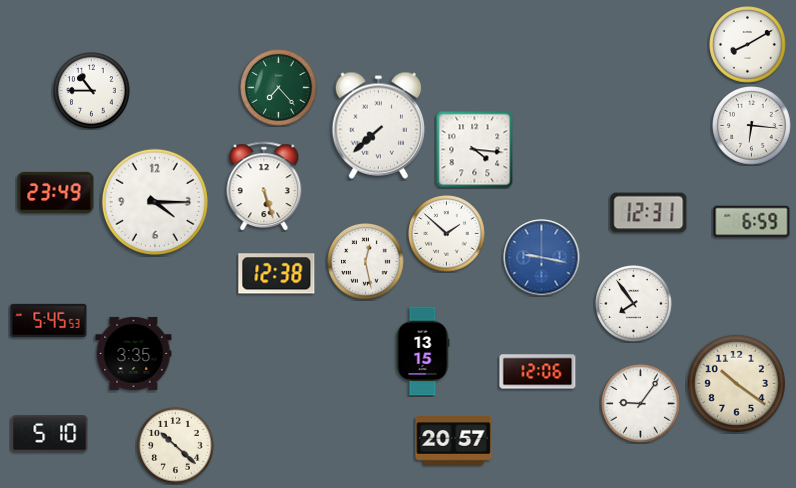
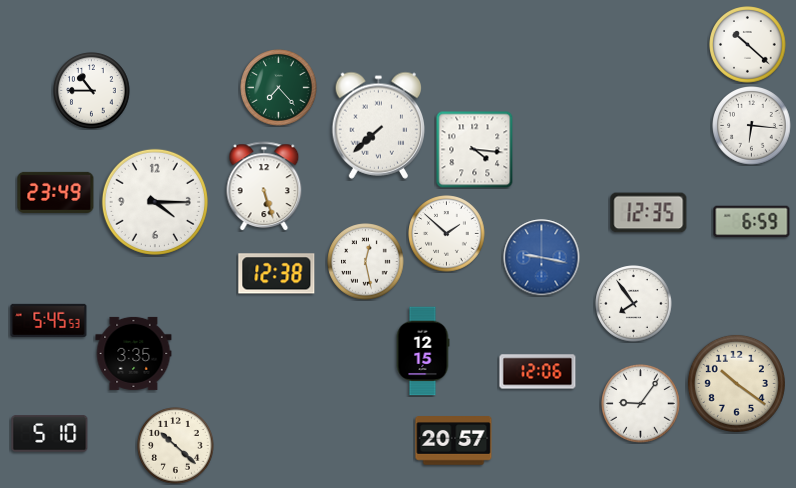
clock at (748, 45): 8:10 -> 10:22
clock at (649, 213): 12:31 -> 12:35
clock at (423, 351): 13:15 -> 12:15
